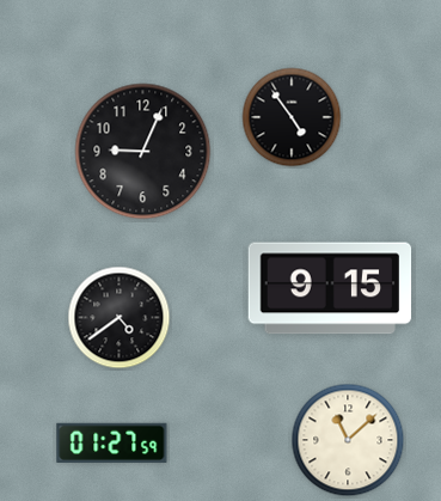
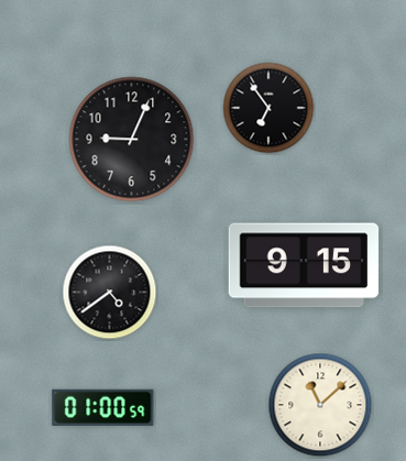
clock at (292, 117): 4:54 -> 6:54
clock at (112, 442): 01:27 -> 01:00
